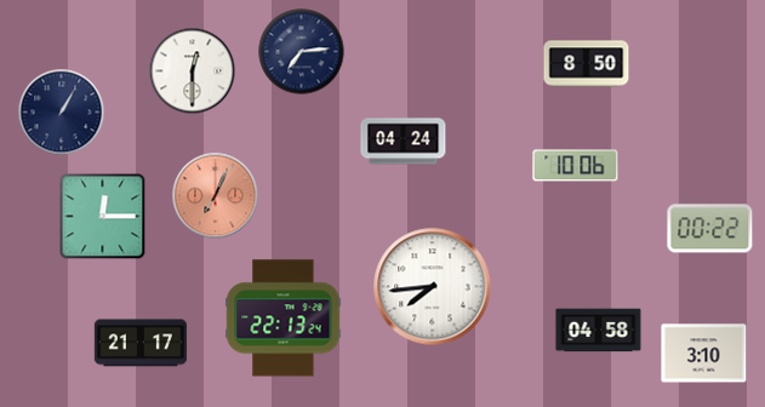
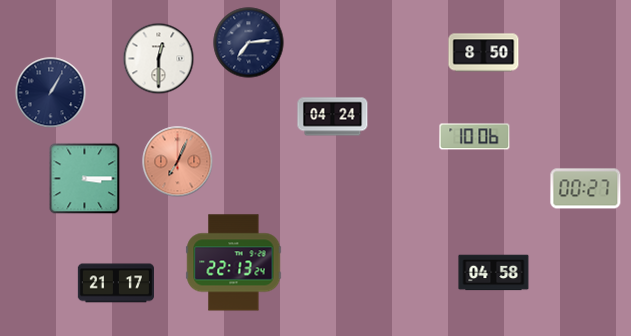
clock at (103, 217): 12:15 -> 3:15
clock at (710, 229): 00:22 -> 00:27
clock at (433, 287): 7:44 -> none
clock at (704, 354): 3:10 -> none
